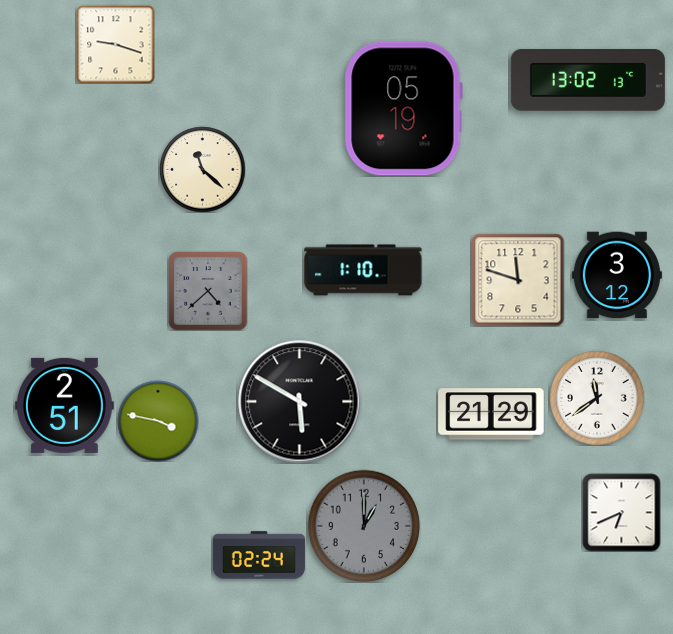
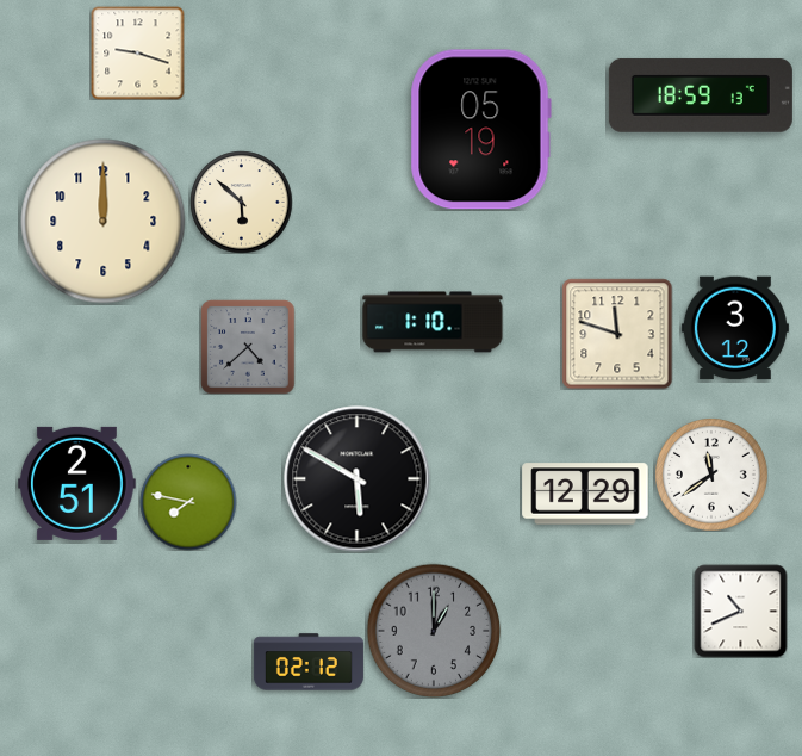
clock at (588, 80): 13:02 -> 18:59
clock at (202, 169): 11:22 -> 5:52
clock at (104, 222): none -> 12:00
clock at (491, 414): 21:29 -> 12:29
clock at (158, 421): 3:47 -> 7:47
clock at (621, 512): 6:41 -> 10:41
clock at (364, 526) position: (364, 526) -> (434, 631)
clock at (259, 555): 02:24 -> 02:12
